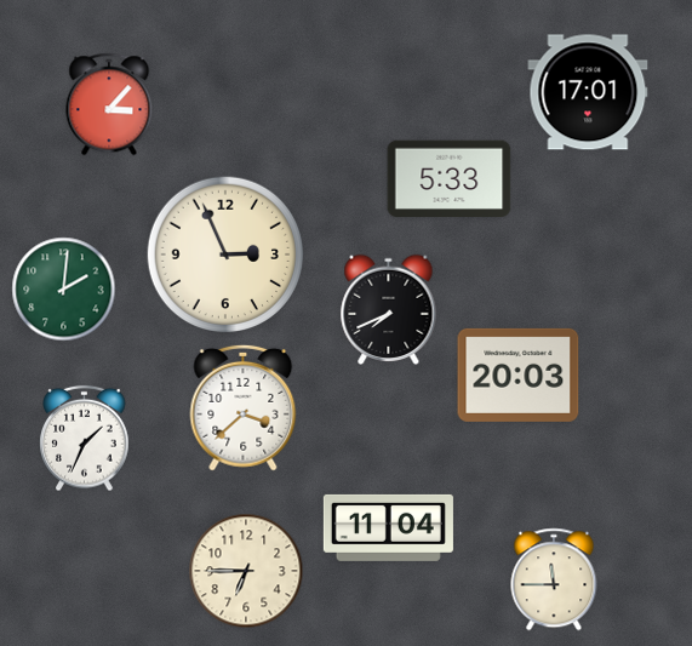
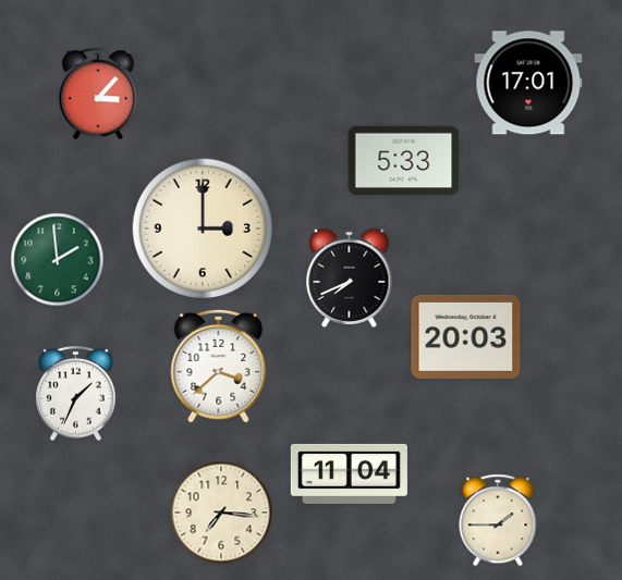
clock at (225, 255): 2:56 -> 3:00
clock at (64, 290): 2:01 -> 1:59
clock at (246, 571): 6:45 -> 7:16
clock at (554, 579): 11:45 -> 1:45
